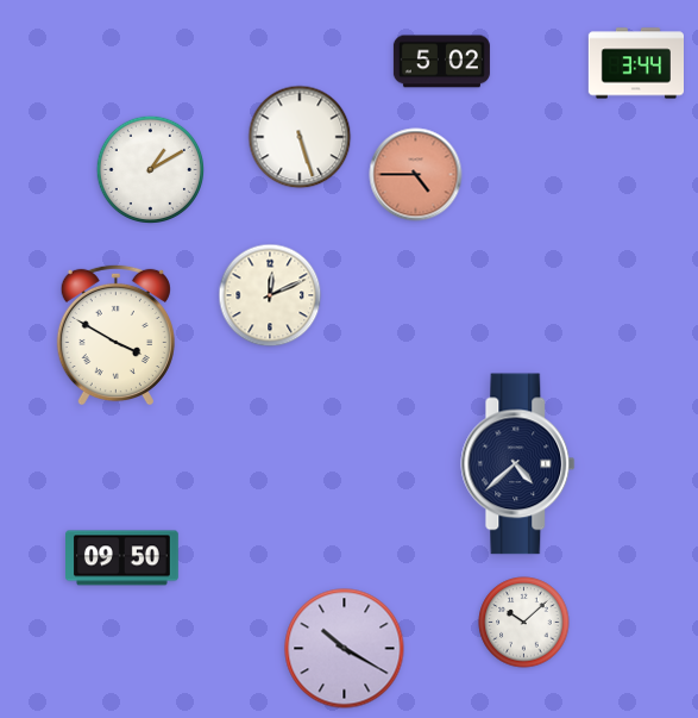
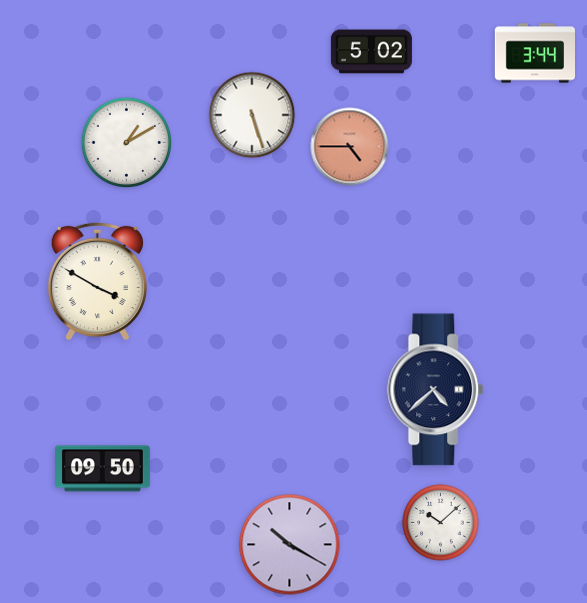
clock at (270, 295): 12:11 -> none
